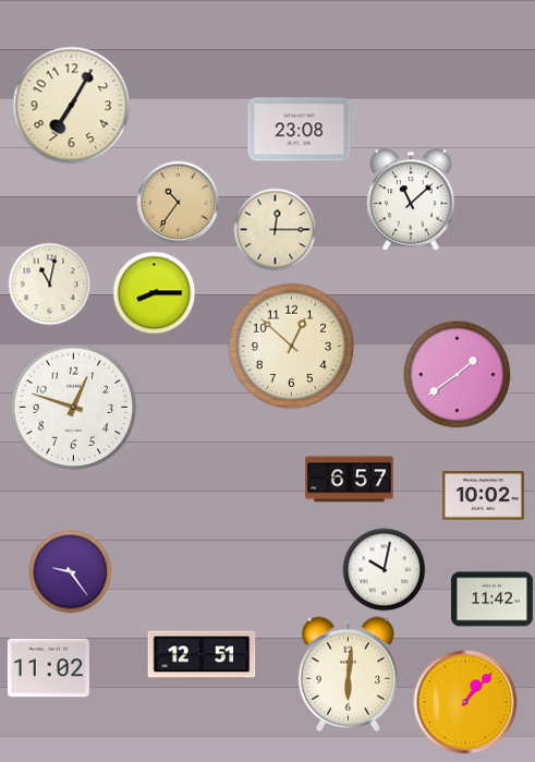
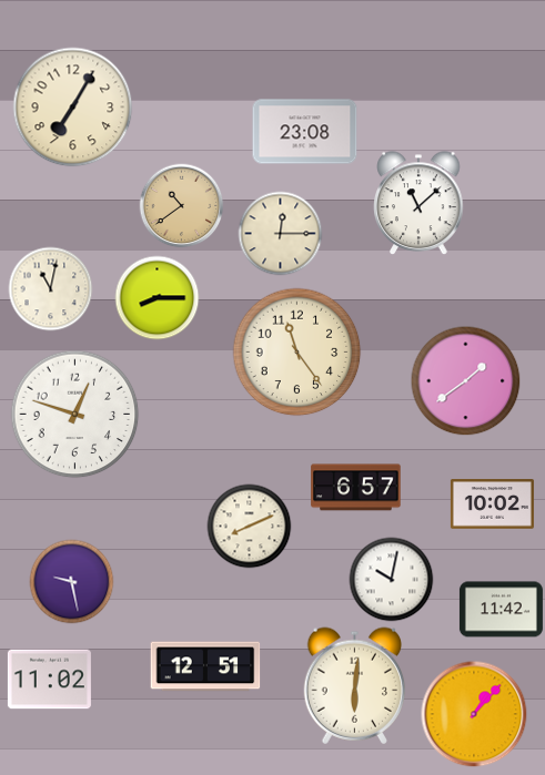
clock at (179, 203): 10:36 -> 10:39
clock at (292, 347): 12:52 -> 11:24
clock at (250, 527): none -> 8:11
clock at (71, 572): 9:24 -> 9:28
